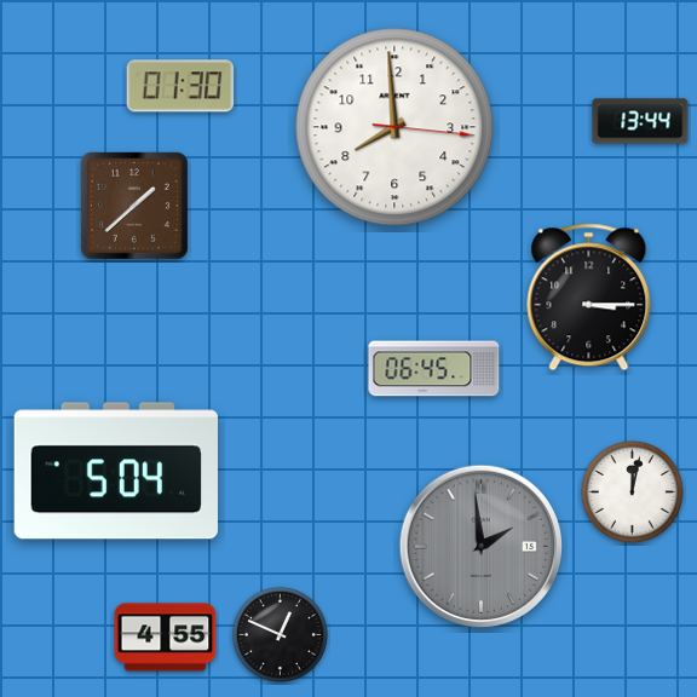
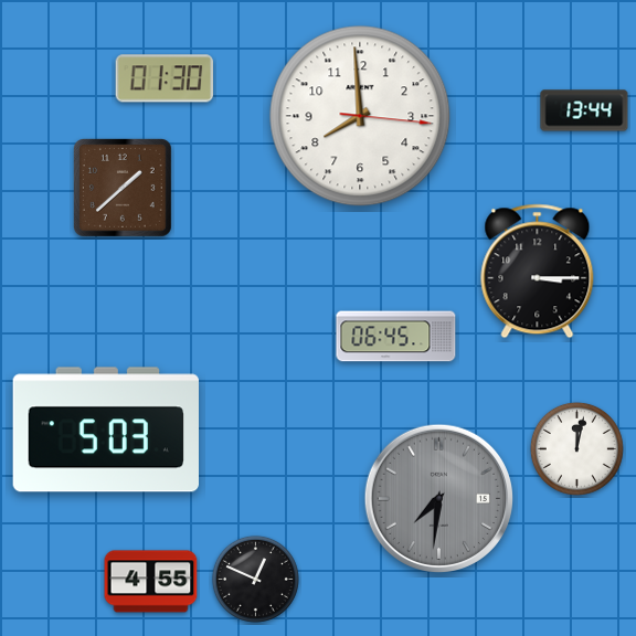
clock at (115, 471): 5:04 -> 5:03
clock at (480, 546): 1:59 -> 7:31
